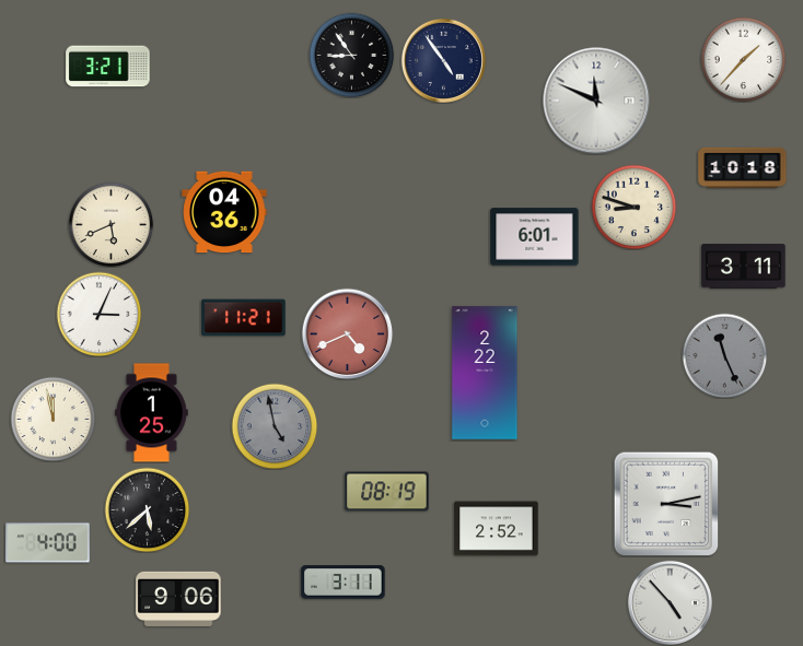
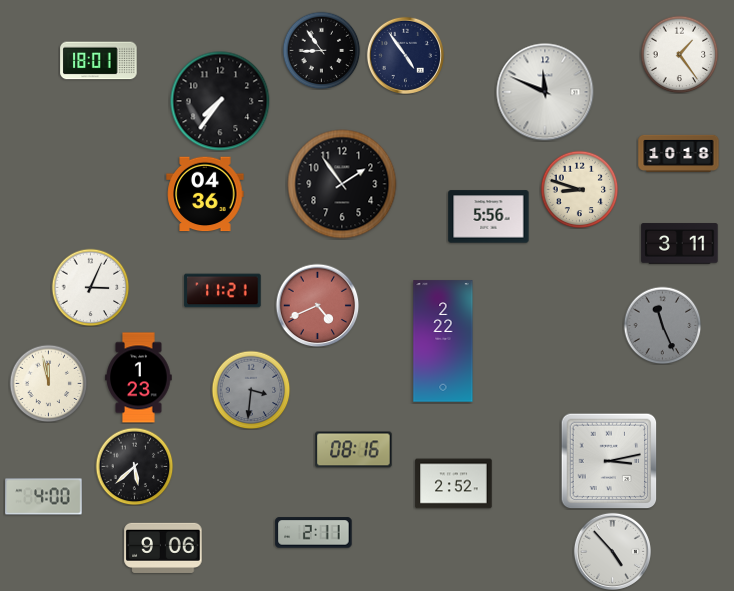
clock at (743, 59): 1:37 -> 1:24
clock at (108, 67): 3:21 -> 18:01
clock at (220, 101): none -> 7:36
clock at (342, 184): none -> 1:54
clock at (110, 224): 5:41 -> none
clock at (535, 237): 6:01 -> 5:56
clock at (152, 413): 1:25 -> 1:23
clock at (275, 426): 4:58 -> 3:31
clock at (387, 492): 08:19 -> 08:16
clock at (344, 583): 3:11 -> 2:11
